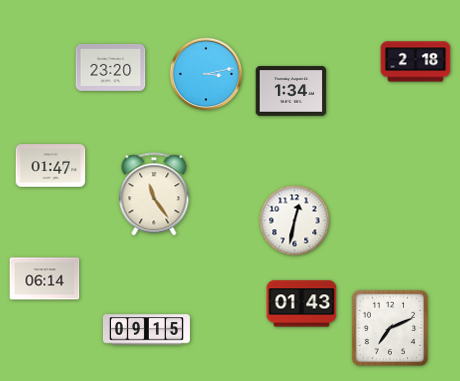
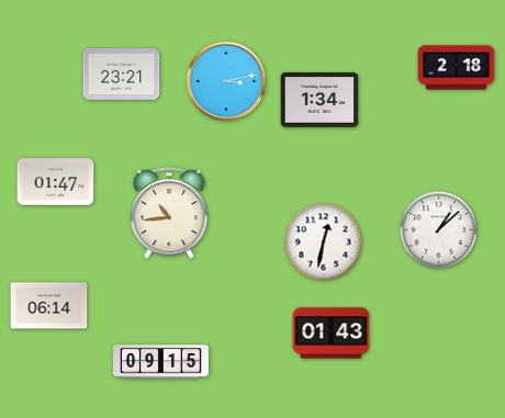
clock at (111, 67): 23:20 -> 23:21
clock at (154, 194): 11:24 -> 10:44
clock at (439, 230): none -> 1:08
clock at (390, 328): 7:11 -> none
